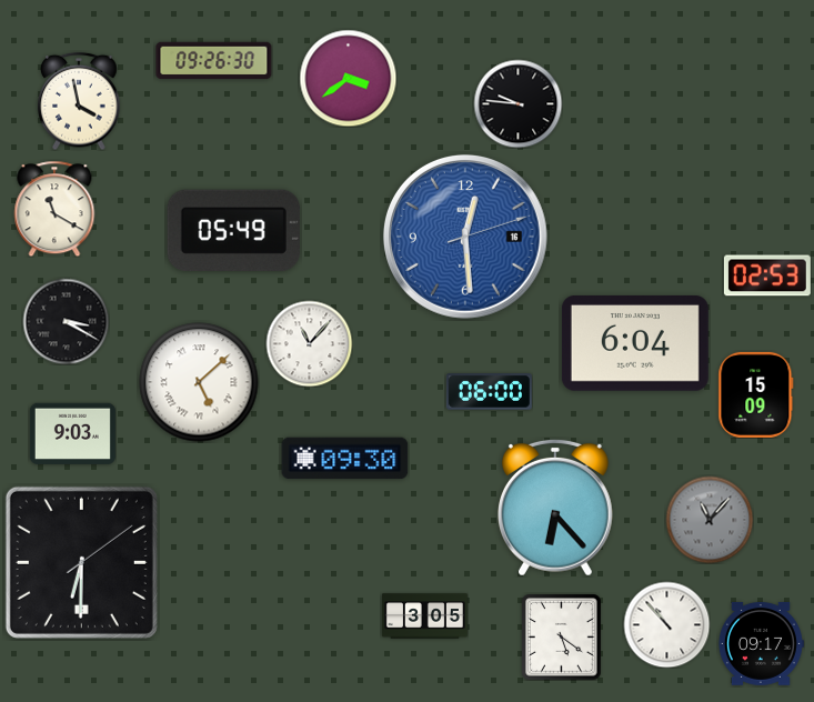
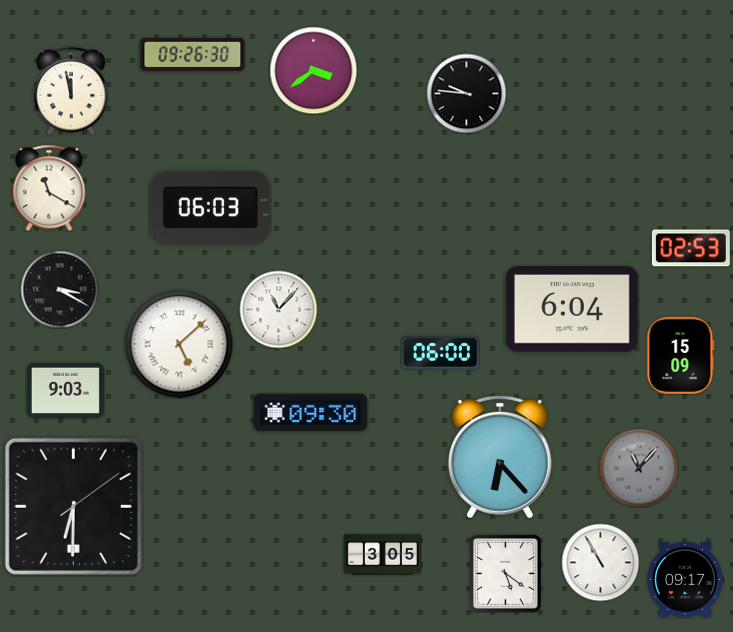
clock at (79, 101): 3:58 -> 11:58
clock at (233, 230): 05:49 -> 06:03
clock at (465, 237): 12:29 -> none
clock at (666, 624): 10:53 -> 10:55
